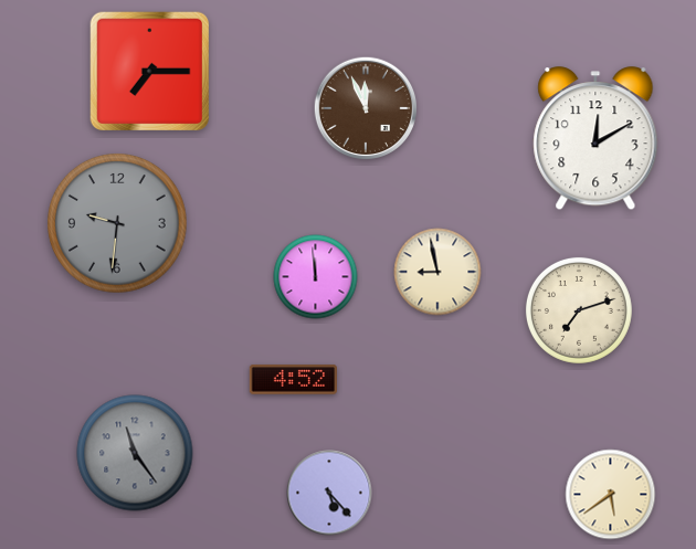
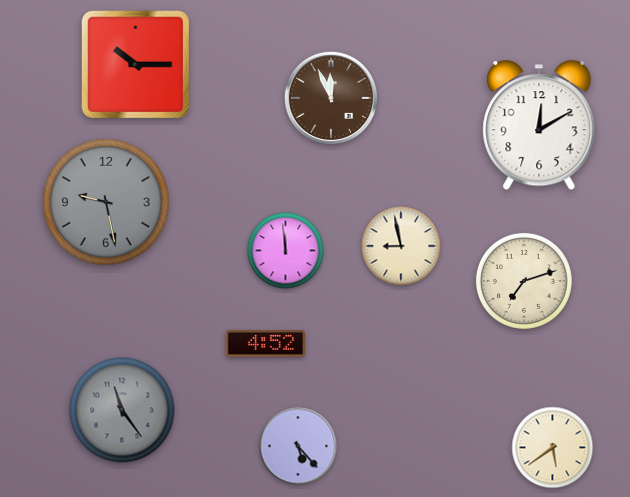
clock at (150, 72): 7:15 -> 10:15
clock at (117, 223): 9:31 -> 9:28
clock at (437, 272) position: (437, 272) -> (401, 246)
